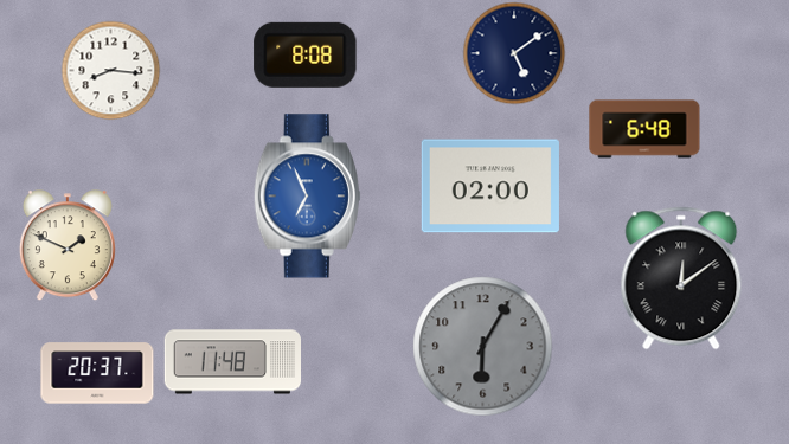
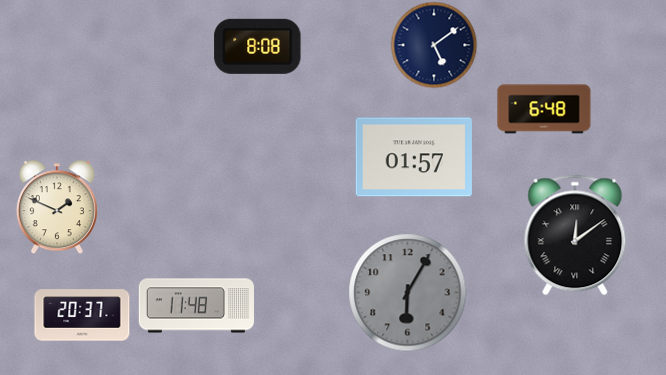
clock at (110, 70): 8:16 -> none
clock at (490, 186): 02:00 -> 01:57
clock at (307, 197): 6:56 -> none
